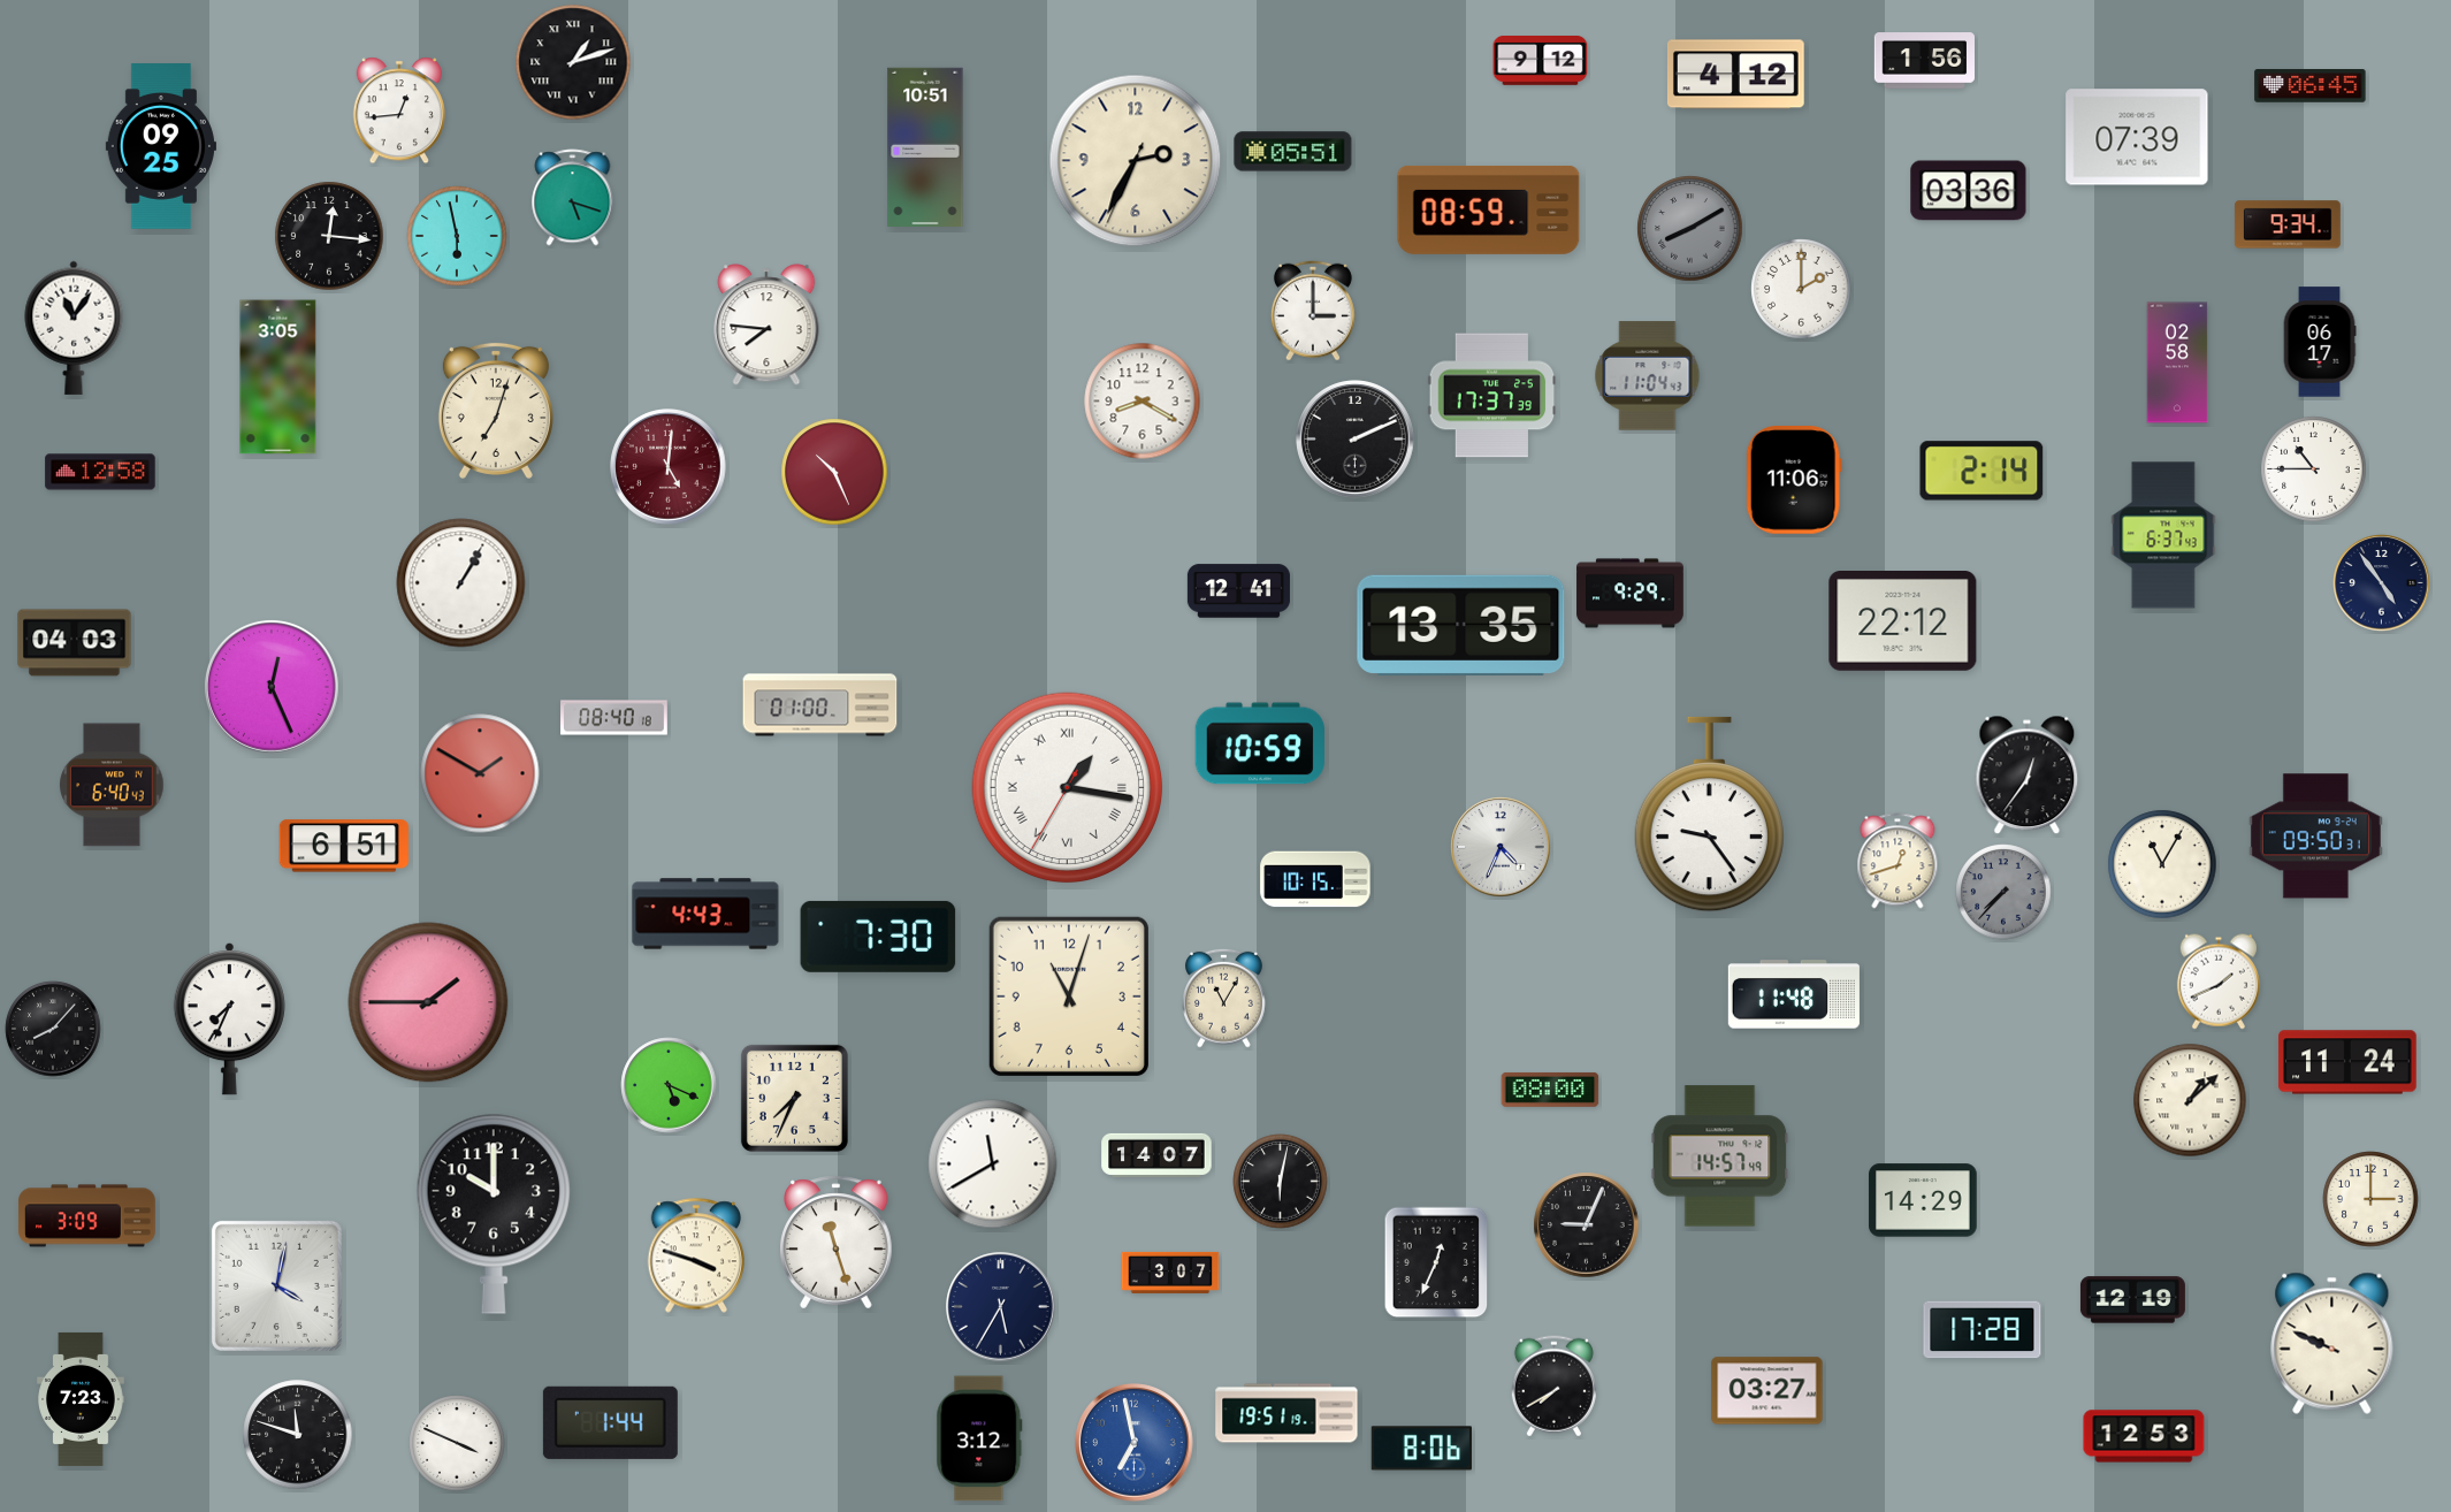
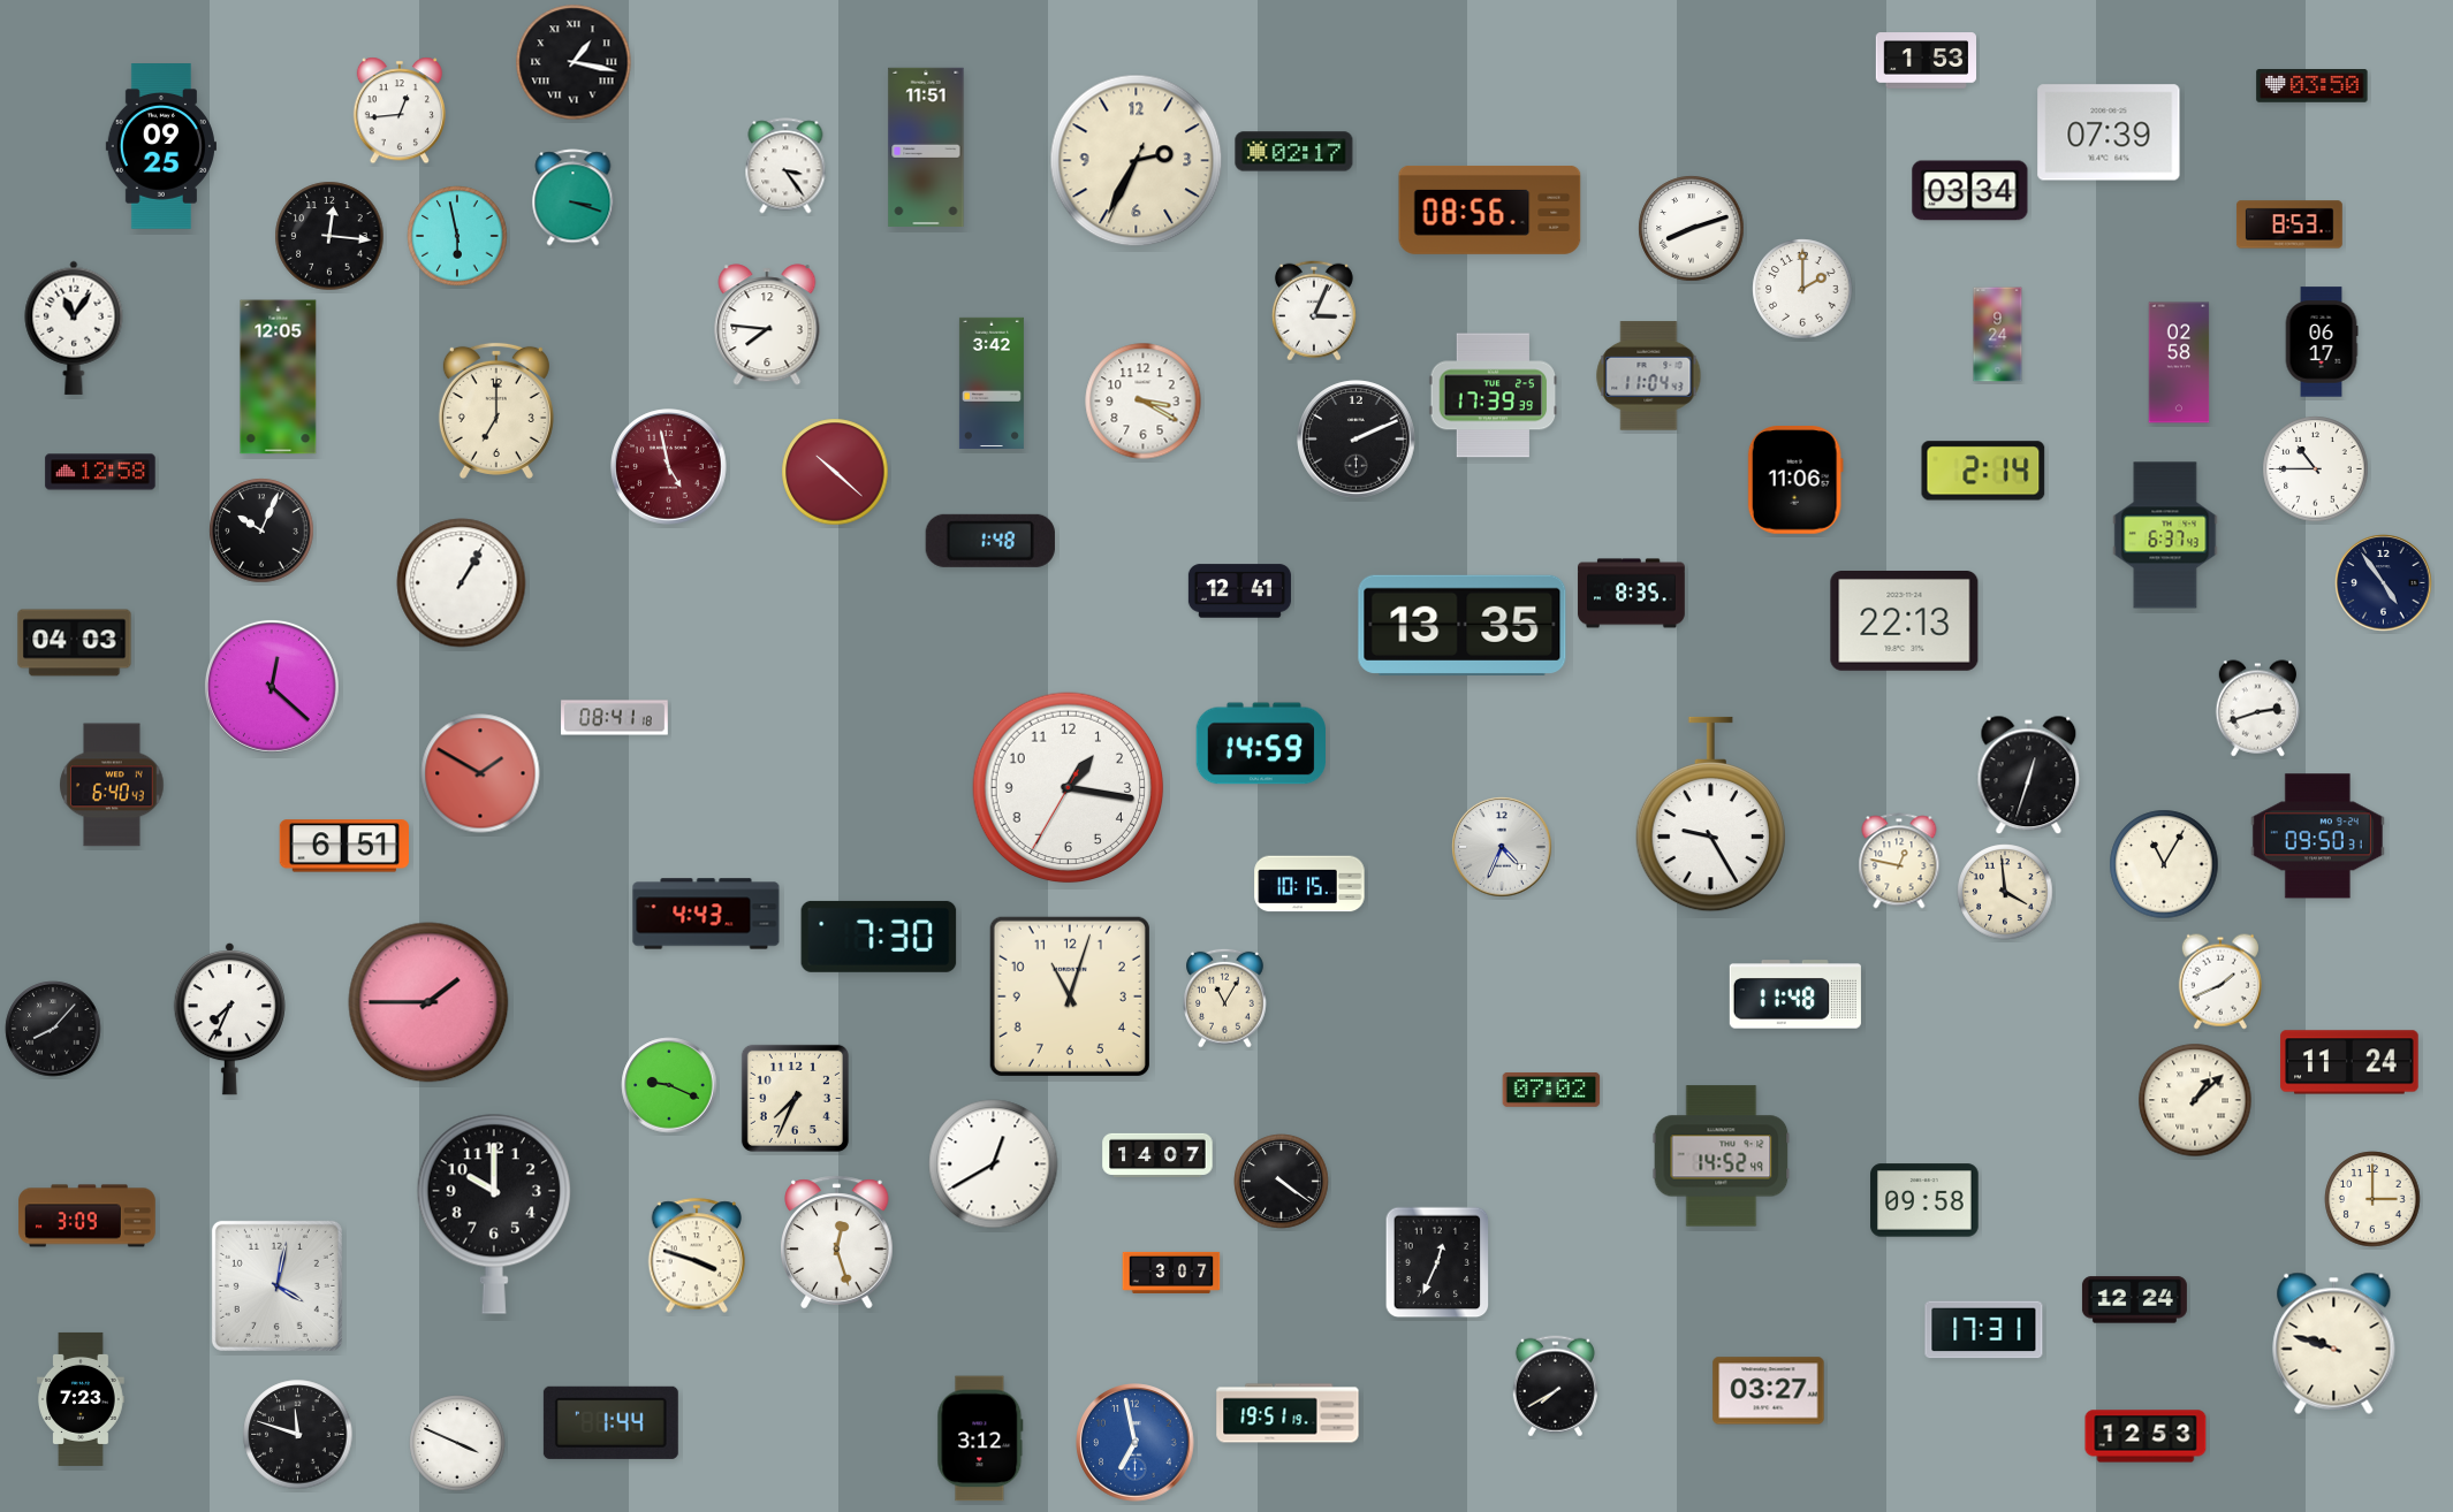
clock at (1541, 61): 9:12 -> none
clock at (1925, 61): 1:56 -> 1:53
clock at (573, 62): 1:12 -> 1:17
clock at (1735, 75): 4:12 -> none
clock at (2311, 86): 06:45 -> 03:50
clock at (2137, 137) position: (2137, 137) -> (2109, 132)
clock at (925, 146): 10:51 -> 11:51
clock at (1293, 152): 05:51 -> 02:17
clock at (785, 166): none -> 3:24
clock at (1969, 191): 03:36 -> 03:34
clock at (573, 198): 5:18 -> 3:18
clock at (1489, 209): 08:59 -> 08:56
clock at (2288, 224): 9:34 -> 8:53
clock at (1690, 229): 8:10 -> 8:12
clock at (1690, 229) dial: grey -> white
clock at (1313, 311): 3:00 -> 3:04
clock at (1998, 335): none -> 9:24
clock at (278, 377): 3:05 -> 12:05
clock at (992, 383): none -> 3:42
clock at (1492, 396): 17:37 -> 17:39
clock at (1143, 402): 8:20 -> 3:20
clock at (496, 411): 7:03 -> 7:00
clock at (669, 467): 5:01 -> 4:58
clock at (834, 472): 10:26 -> 10:22
clock at (261, 530): none -> 10:04
clock at (990, 541): none -> 1:48
clock at (1631, 594): 9:29 -> 8:35
clock at (1903, 621): 22:12 -> 22:13
clock at (272, 687): 12:26 -> 12:22
clock at (820, 705): 01:00 -> none
clock at (2257, 709): none -> 2:42
clock at (614, 718): 08:40 -> 08:41
clock at (1259, 743): 10:59 -> 14:59
clock at (2028, 776): 12:36 -> 12:33
clock at (1068, 788) numerals: Roman -> Arabic
clock at (1709, 815): 9:24 -> 9:25
clock at (1898, 861): 12:42 -> 12:47
clock at (1315, 879) position: (1315, 879) -> (1309, 884)
clock at (2003, 892): 7:37 -> 3:59
clock at (2003, 892) dial: grey -> cream
clock at (669, 1085): 5:19 -> 9:19
clock at (1550, 1090): 08:00 -> 07:02
clock at (2190, 1100) position: (2190, 1100) -> (2195, 1100)
clock at (1720, 1156): 14:57 -> 14:52
clock at (993, 1164): 11:40 -> 12:40
clock at (1281, 1182): 6:02 -> 4:21
clock at (1923, 1200): 14:29 -> 09:58
clock at (1587, 1225): 9:04 -> none
clock at (837, 1243): 11:27 -> 12:27
clock at (2132, 1300): 12:19 -> 12:24
clock at (1001, 1307): 5:35 -> none
clock at (1983, 1330): 17:28 -> 17:31
clock at (2332, 1343): 9:49 -> 9:48
clock at (1421, 1449): 8:06 -> none
